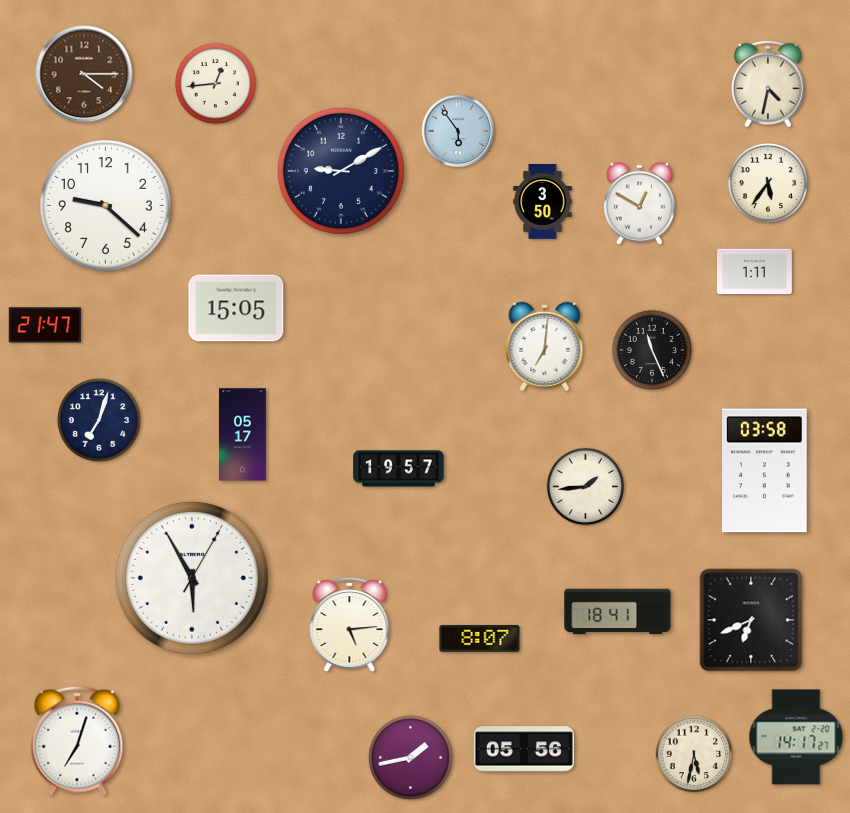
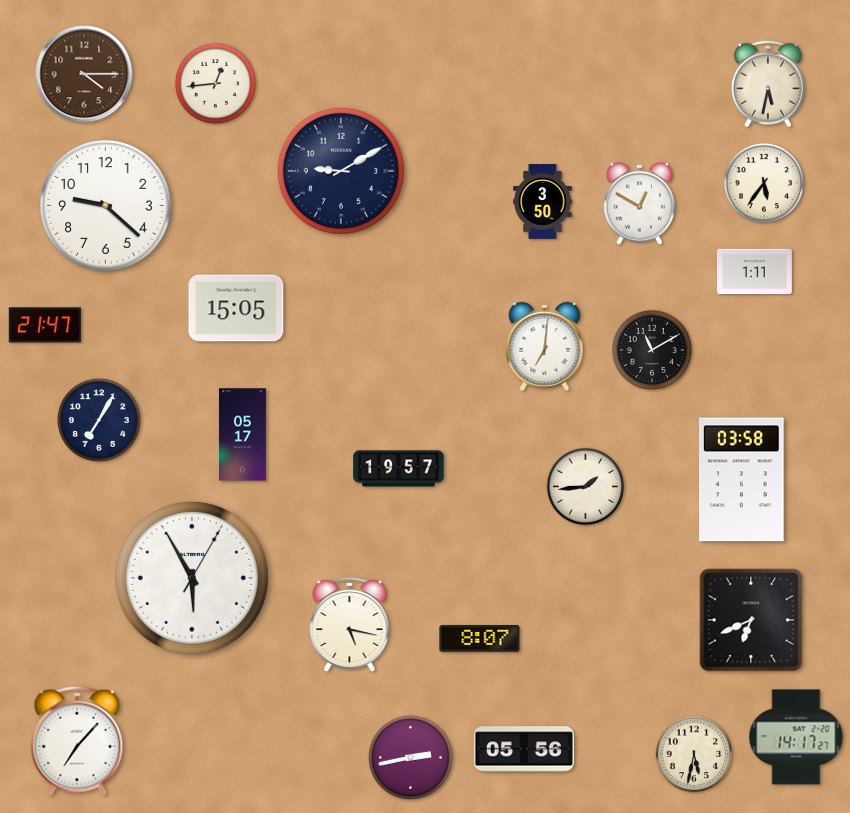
clock at (768, 84): 4:32 -> 5:32
clock at (458, 131): 5:54 -> none
clock at (767, 182) position: (767, 182) -> (763, 182)
clock at (651, 349): 11:26 -> 11:10
clock at (100, 421): 7:03 -> 7:05
clock at (765, 471) position: (765, 471) -> (742, 480)
clock at (618, 612): 18:41 -> none
clock at (350, 625): 5:14 -> 5:17
clock at (77, 741): 7:03 -> 7:07
clock at (411, 758): 1:43 -> 2:43
